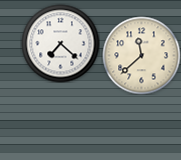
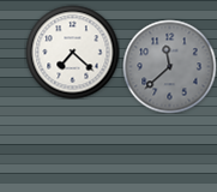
clock at (141, 55) dial: cream -> grey
